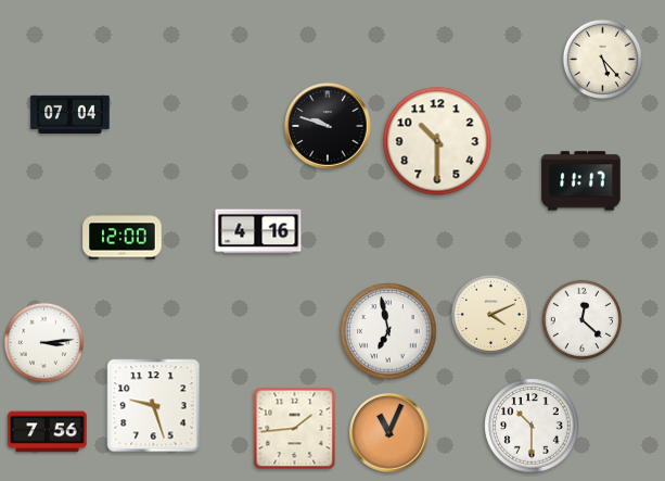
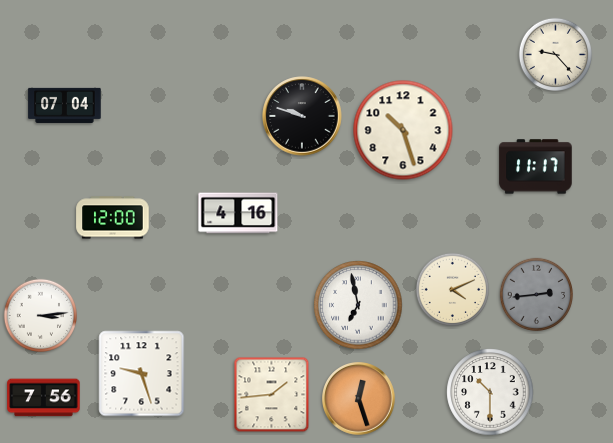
clock at (602, 59): 5:23 -> 9:23
clock at (437, 141): 10:30 -> 10:27
clock at (581, 319): 12:22 -> 2:44
clock at (581, 319) dial: white -> grey
clock at (389, 433): 11:04 -> 12:27
